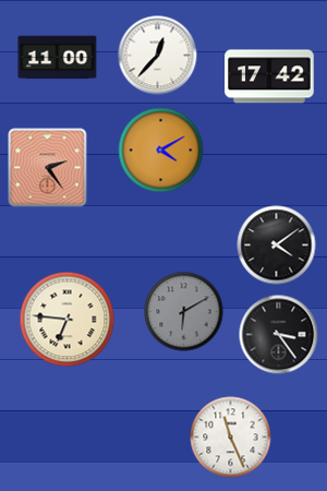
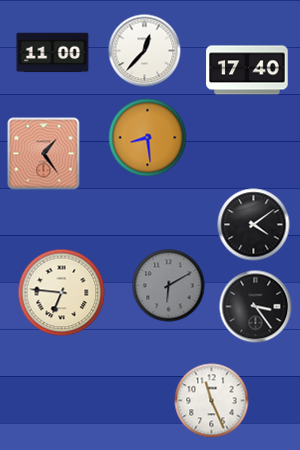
clock at (269, 76): 17:42 -> 17:40
clock at (161, 151): 4:10 -> 8:29
clock at (48, 168): 2:24 -> 1:24
